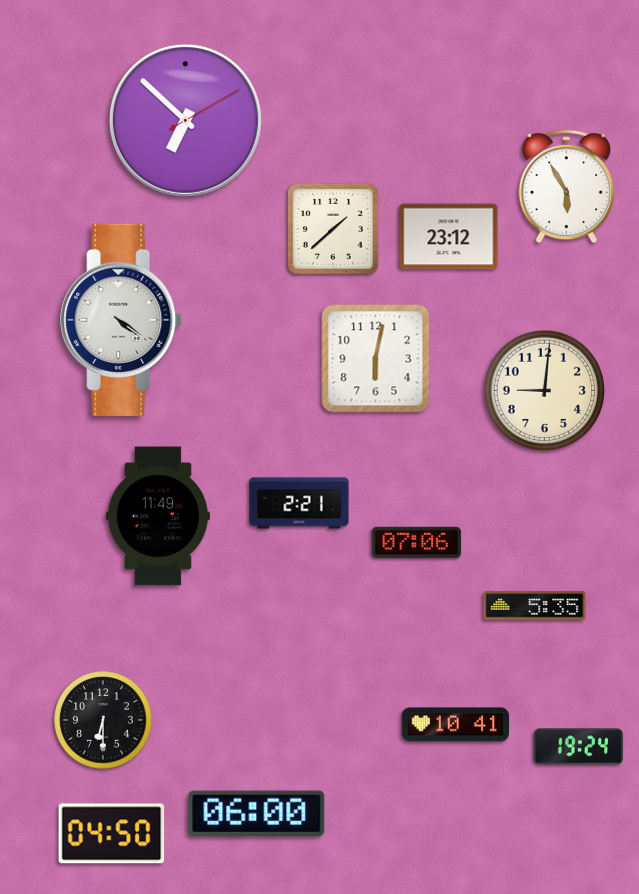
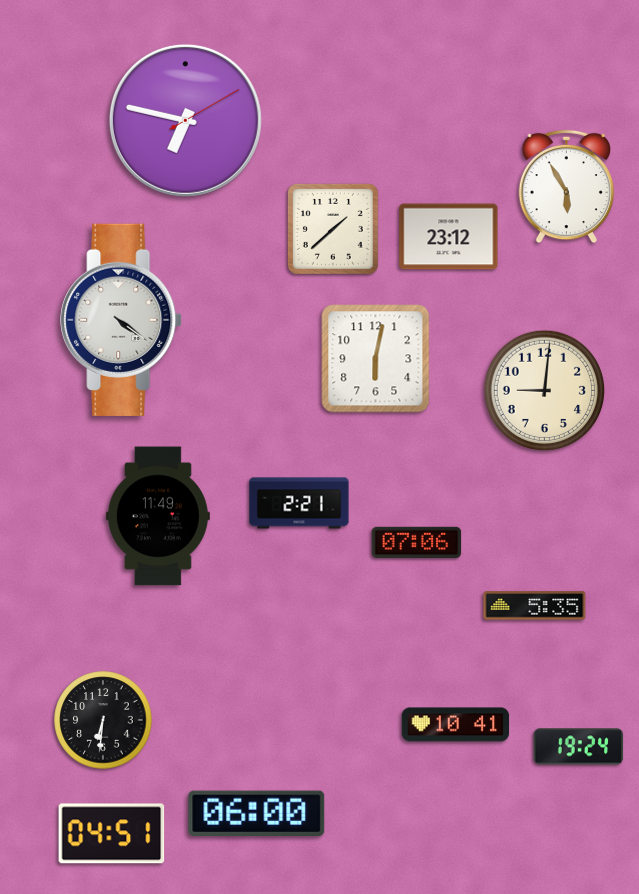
clock at (185, 120): 6:52 -> 6:47
clock at (103, 720): 6:30 -> 6:31
clock at (112, 834): 04:50 -> 04:51
